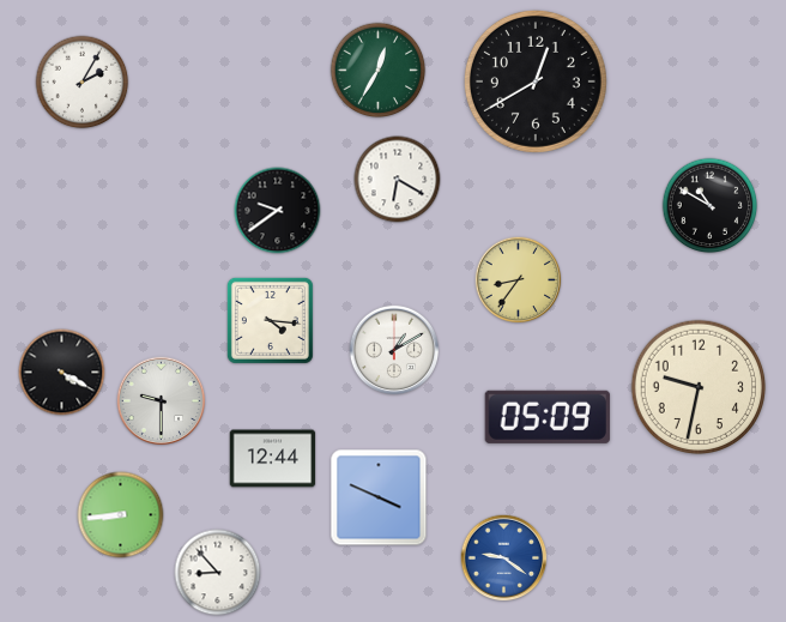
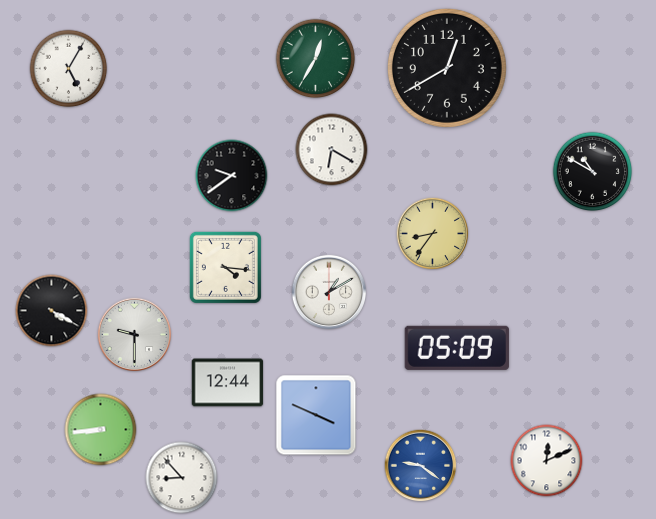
clock at (83, 83): 2:05 -> 5:05
clock at (699, 387): 9:32 -> none
clock at (547, 461): none -> 12:11
